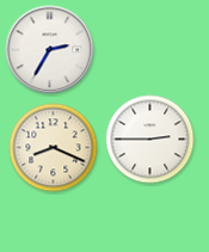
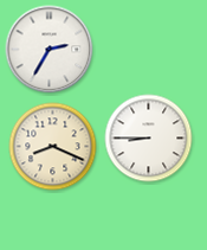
clock at (150, 140): 2:45 -> 8:45
